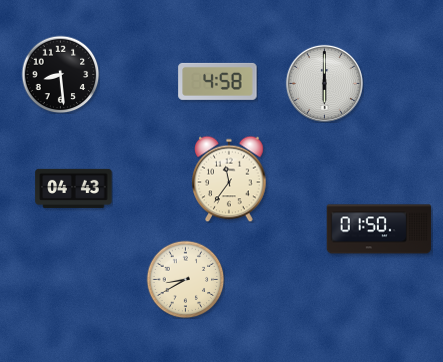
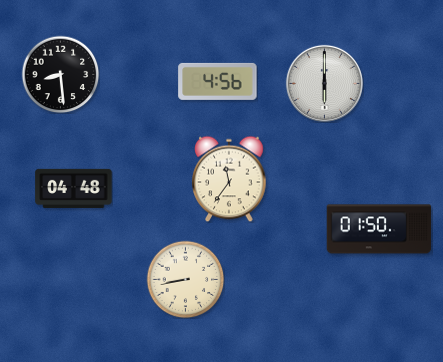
clock at (218, 81): 4:58 -> 4:56
clock at (74, 188): 04:43 -> 04:48
clock at (185, 279): 8:40 -> 8:43
